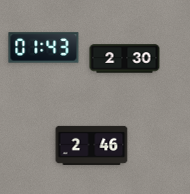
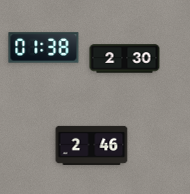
clock at (44, 48): 01:43 -> 01:38
